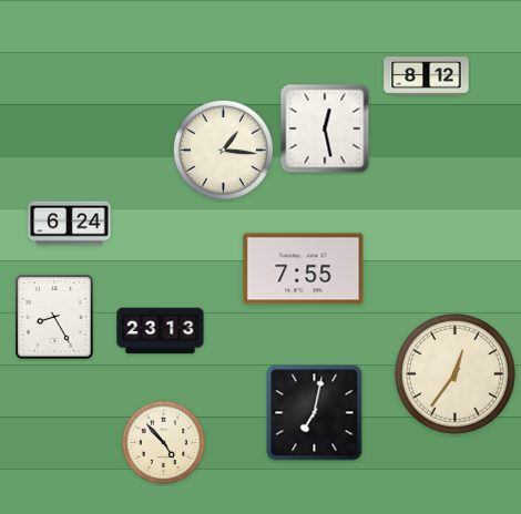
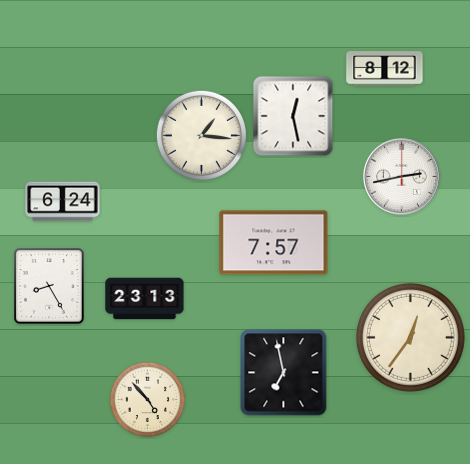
clock at (401, 176): none -> 2:43
clock at (304, 269): 7:55 -> 7:57
clock at (315, 413): 7:02 -> 6:58
